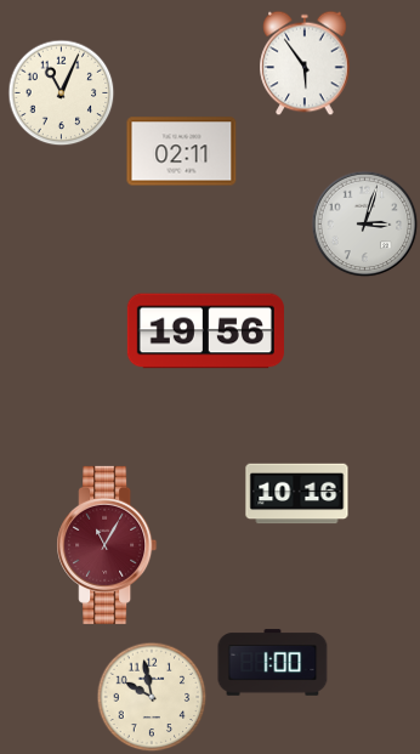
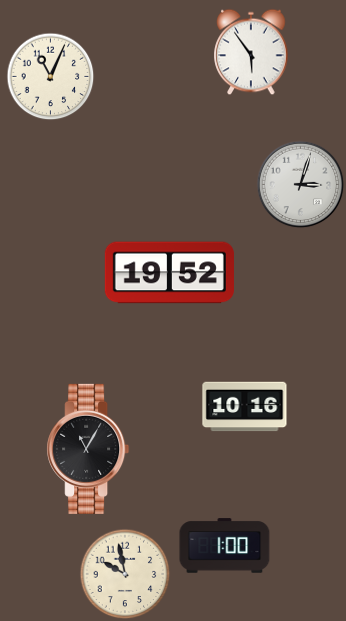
clock at (182, 152): 02:11 -> none
clock at (205, 331): 19:56 -> 19:52
clock at (107, 545) dial: burgundy -> black
